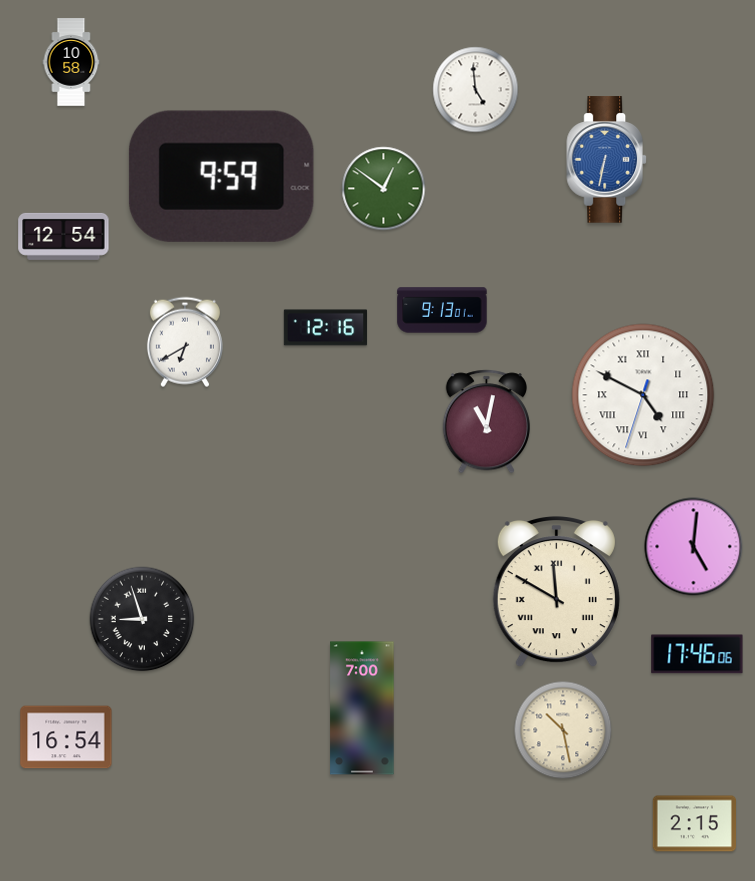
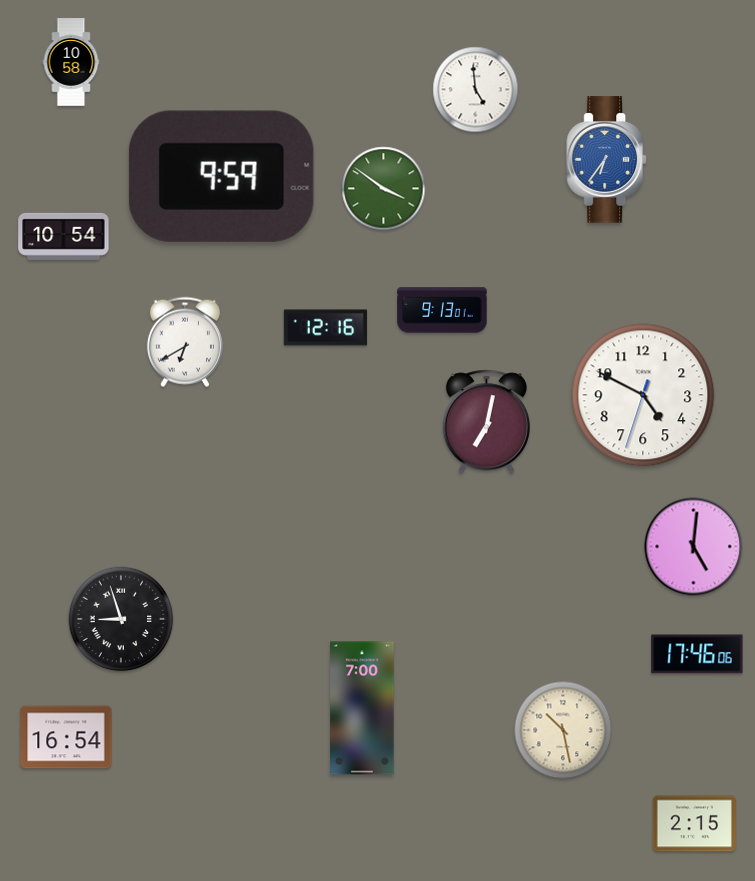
clock at (607, 160): 6:32 -> 6:36
clock at (384, 189): 12:51 -> 3:51
clock at (64, 236): 12:54 -> 10:54
clock at (643, 395) numerals: Roman -> Arabic
clock at (486, 422): 11:02 -> 7:02
clock at (556, 593): 11:50 -> none
clock at (142, 619) position: (142, 619) -> (121, 619)
